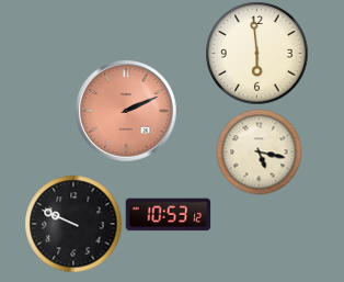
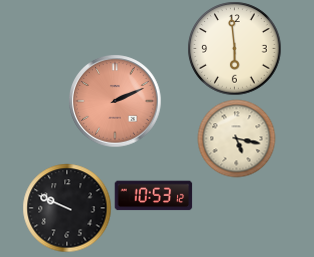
clock at (73, 224) position: (73, 224) -> (67, 208)
